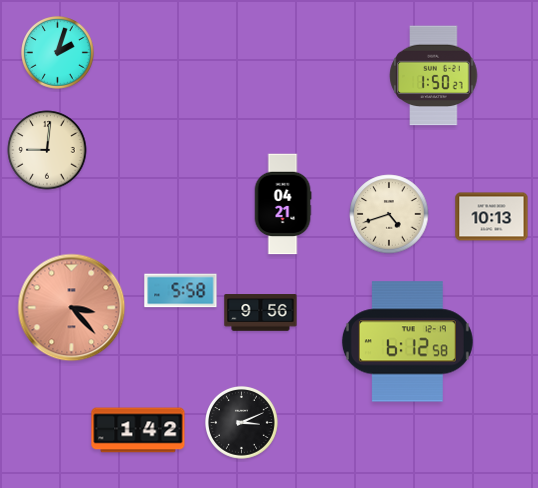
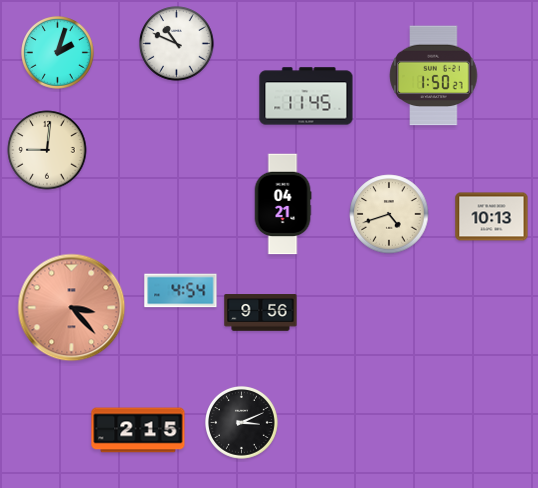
clock at (177, 44): none -> 10:49
clock at (306, 96): none -> 11:45
clock at (181, 291): 5:58 -> 4:54
clock at (407, 342): 6:12 -> none
clock at (138, 430): 1:42 -> 2:15
